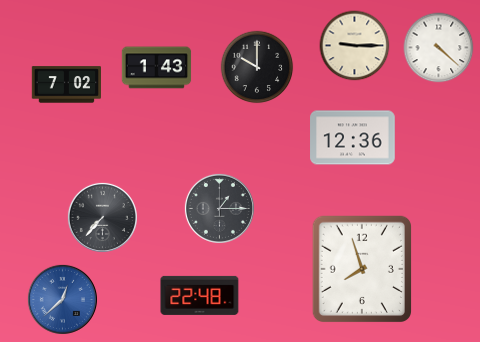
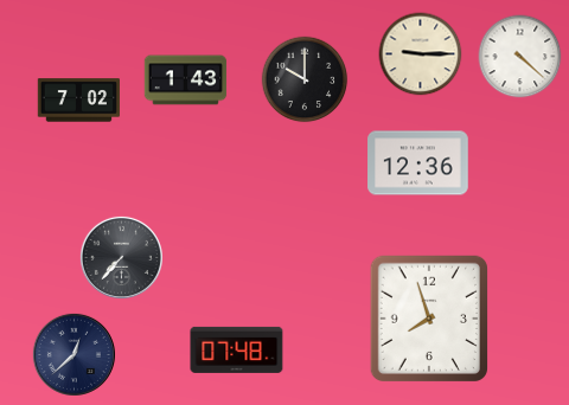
clock at (219, 208): 1:15 -> none
clock at (200, 295): 22:48 -> 07:48
clock at (62, 299) dial: blue -> navy
